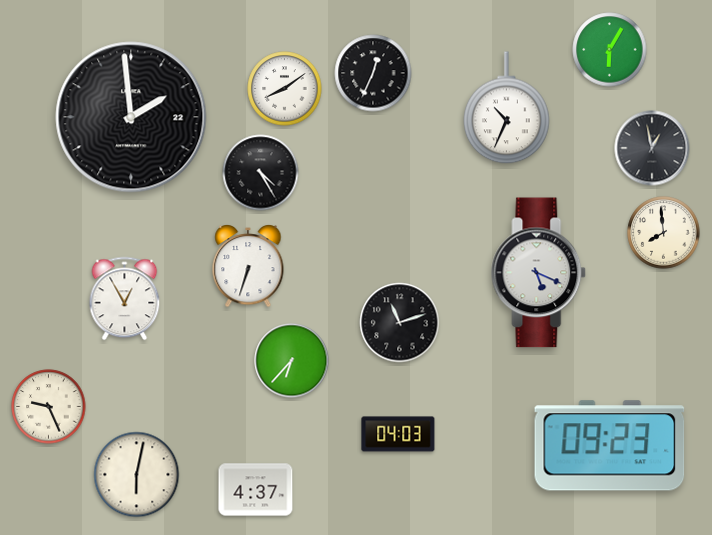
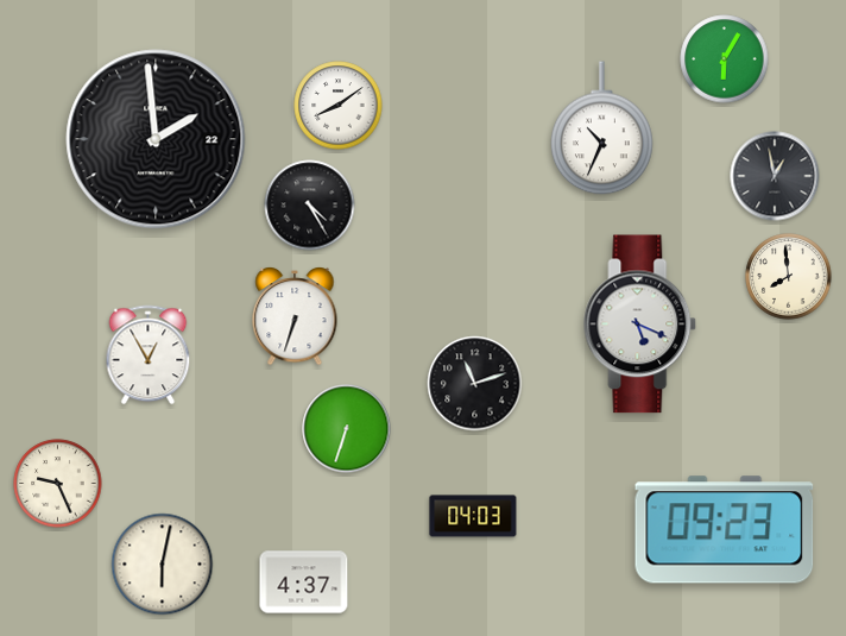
clock at (373, 73): 12:34 -> none
clock at (292, 361): 6:37 -> 6:33
